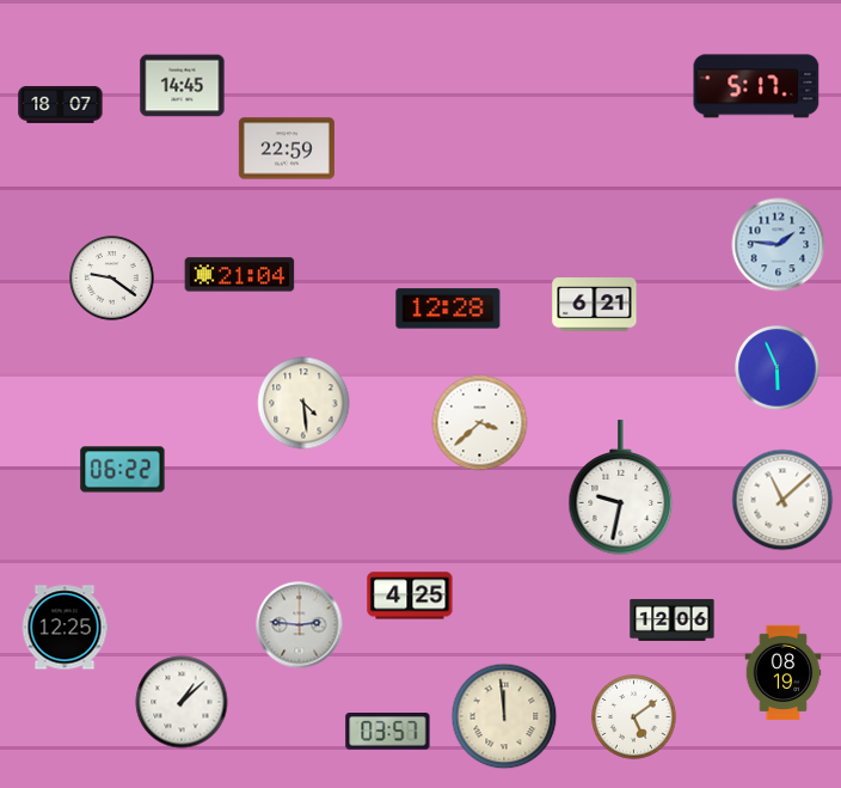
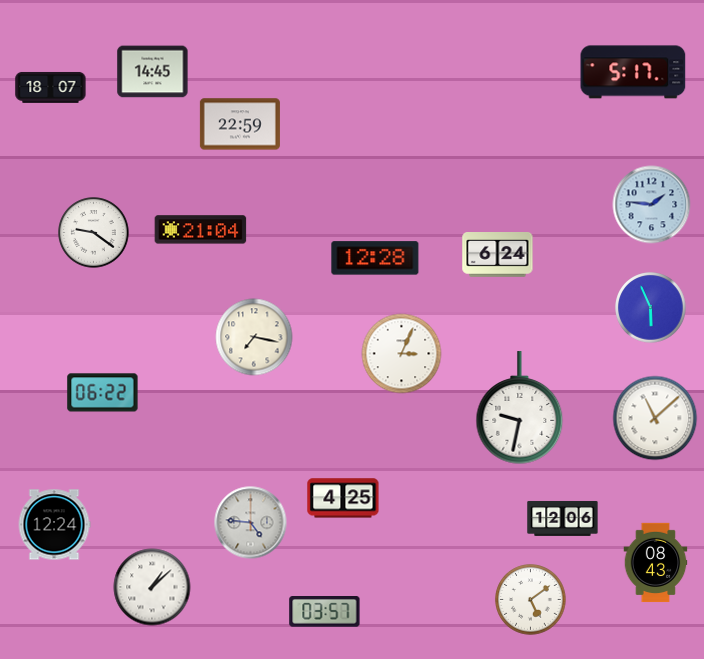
clock at (595, 305): 6:21 -> 6:24
clock at (303, 403): 4:29 -> 7:17
clock at (480, 423): 3:38 -> 3:04
clock at (300, 625): 2:46 -> 4:46
clock at (65, 628): 12:25 -> 12:24
clock at (784, 673): 08:19 -> 08:43
clock at (504, 716): 11:59 -> none
